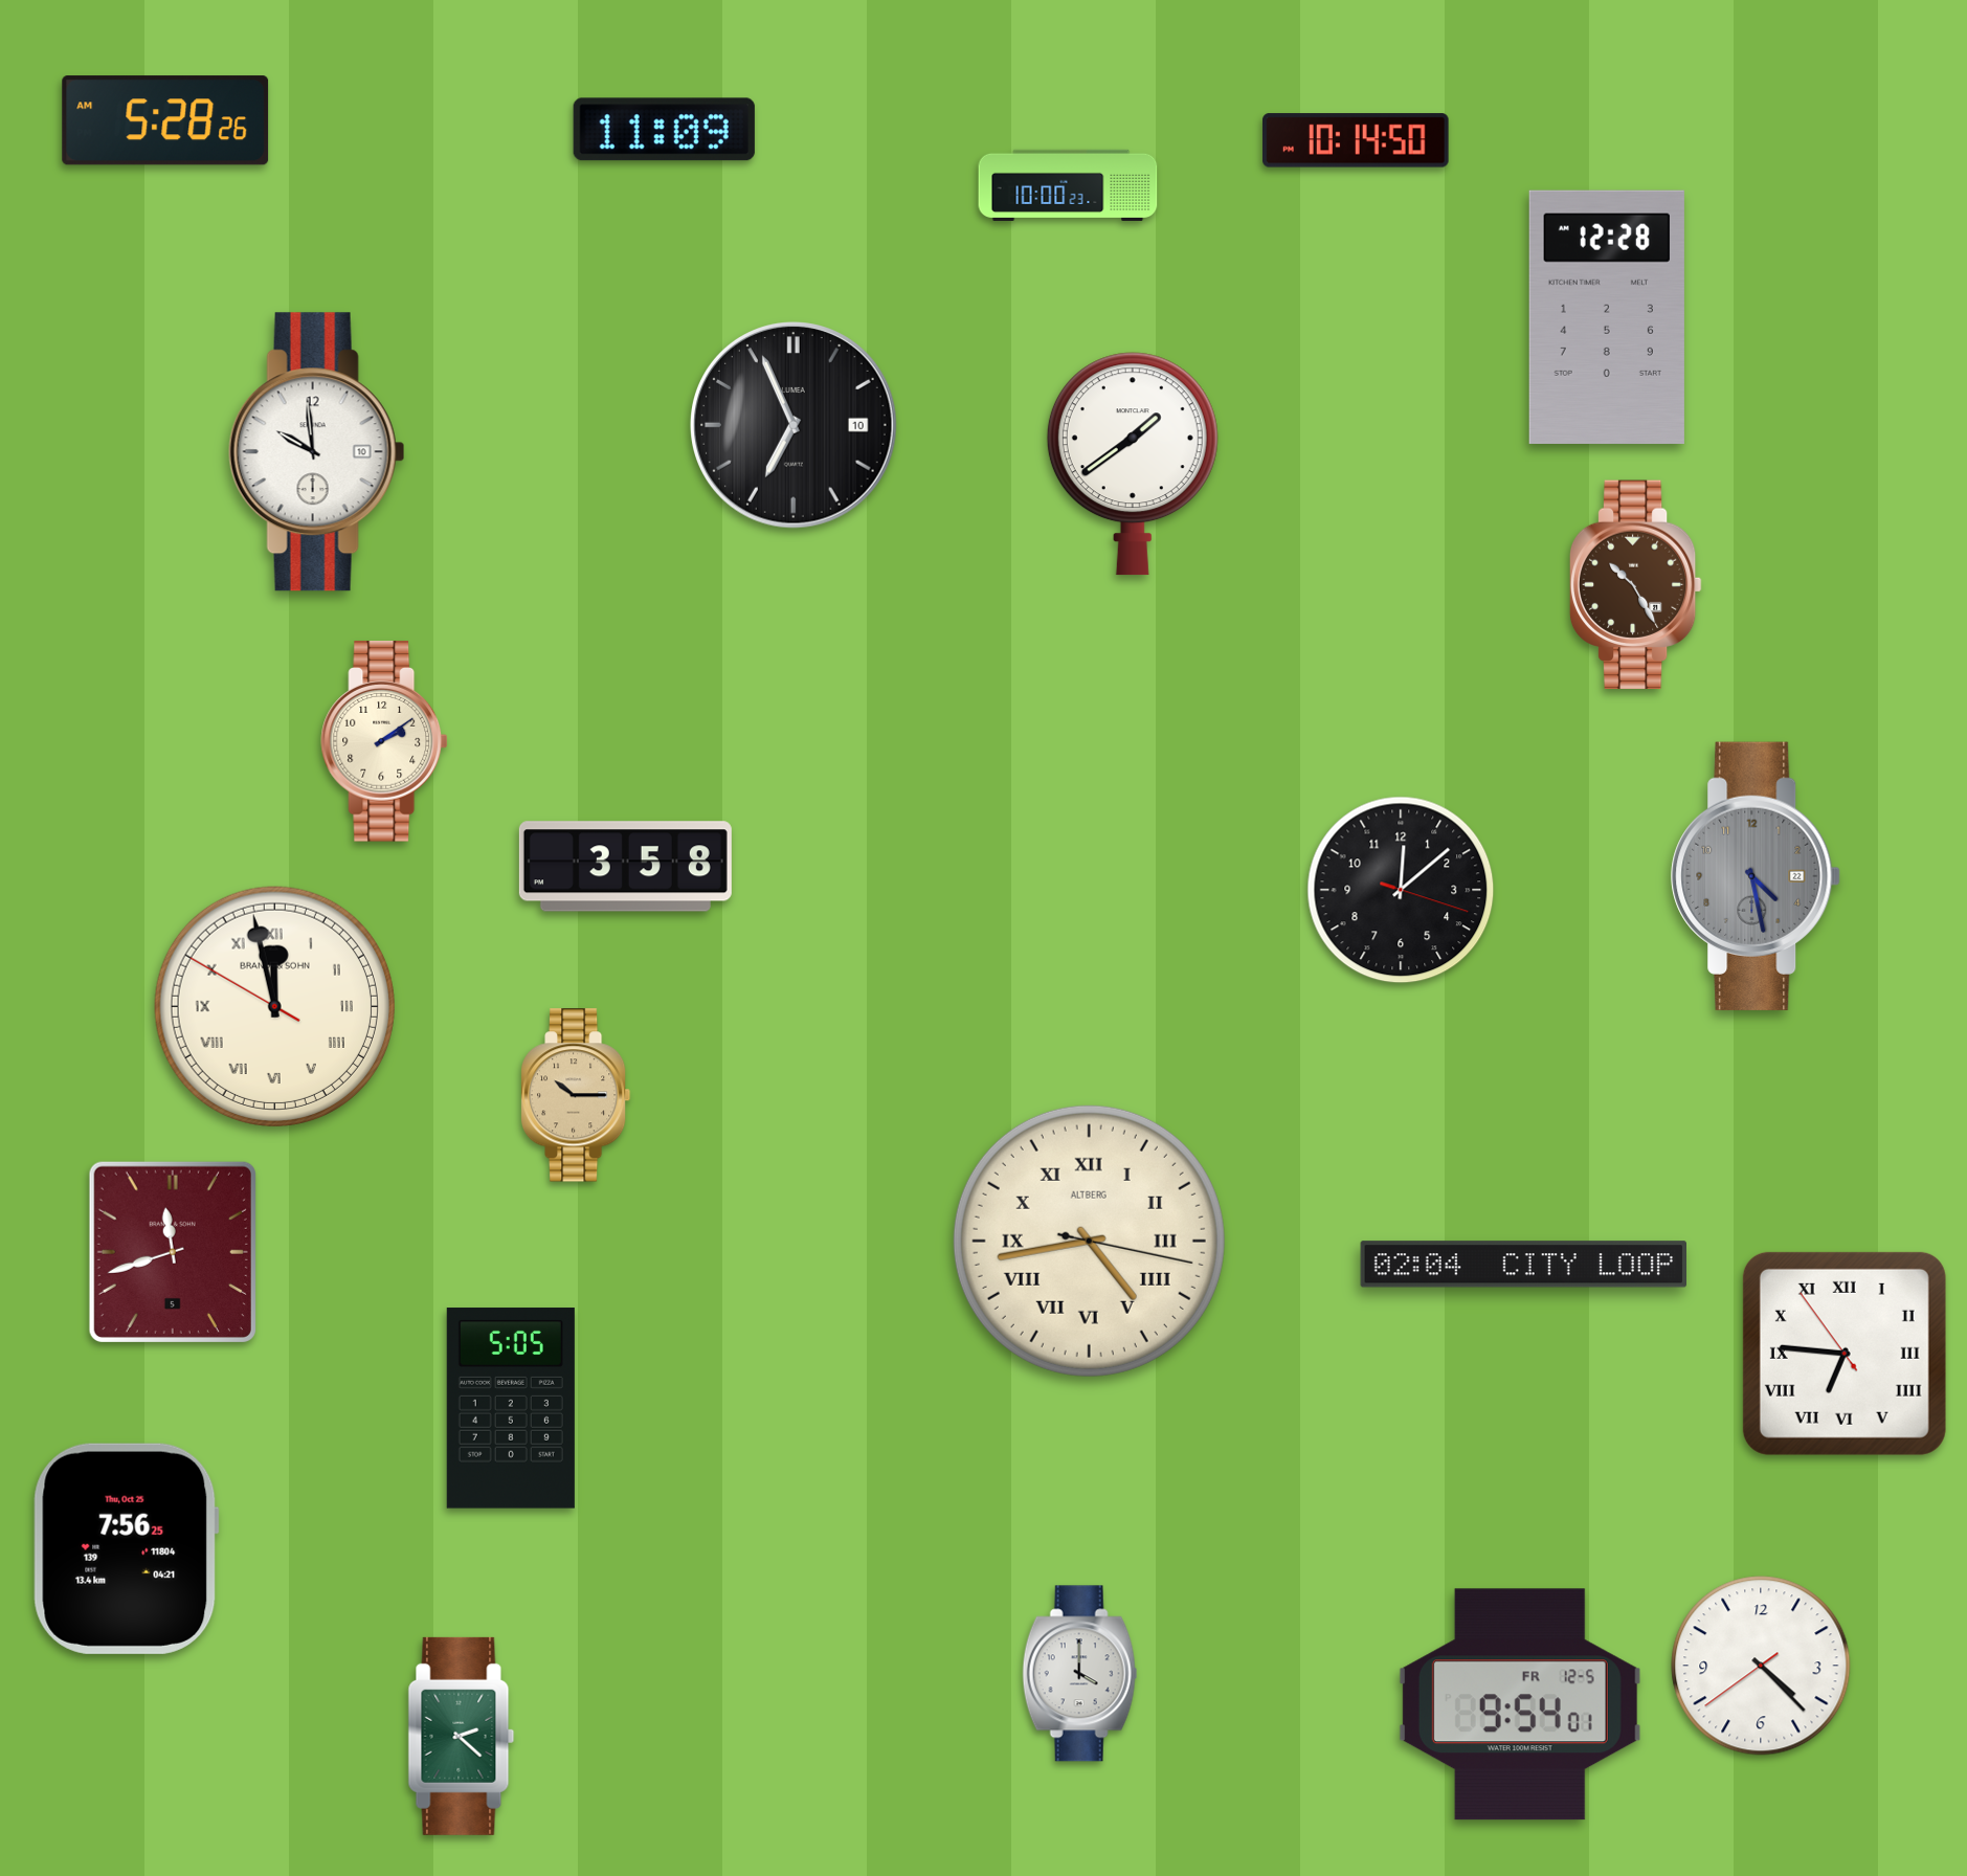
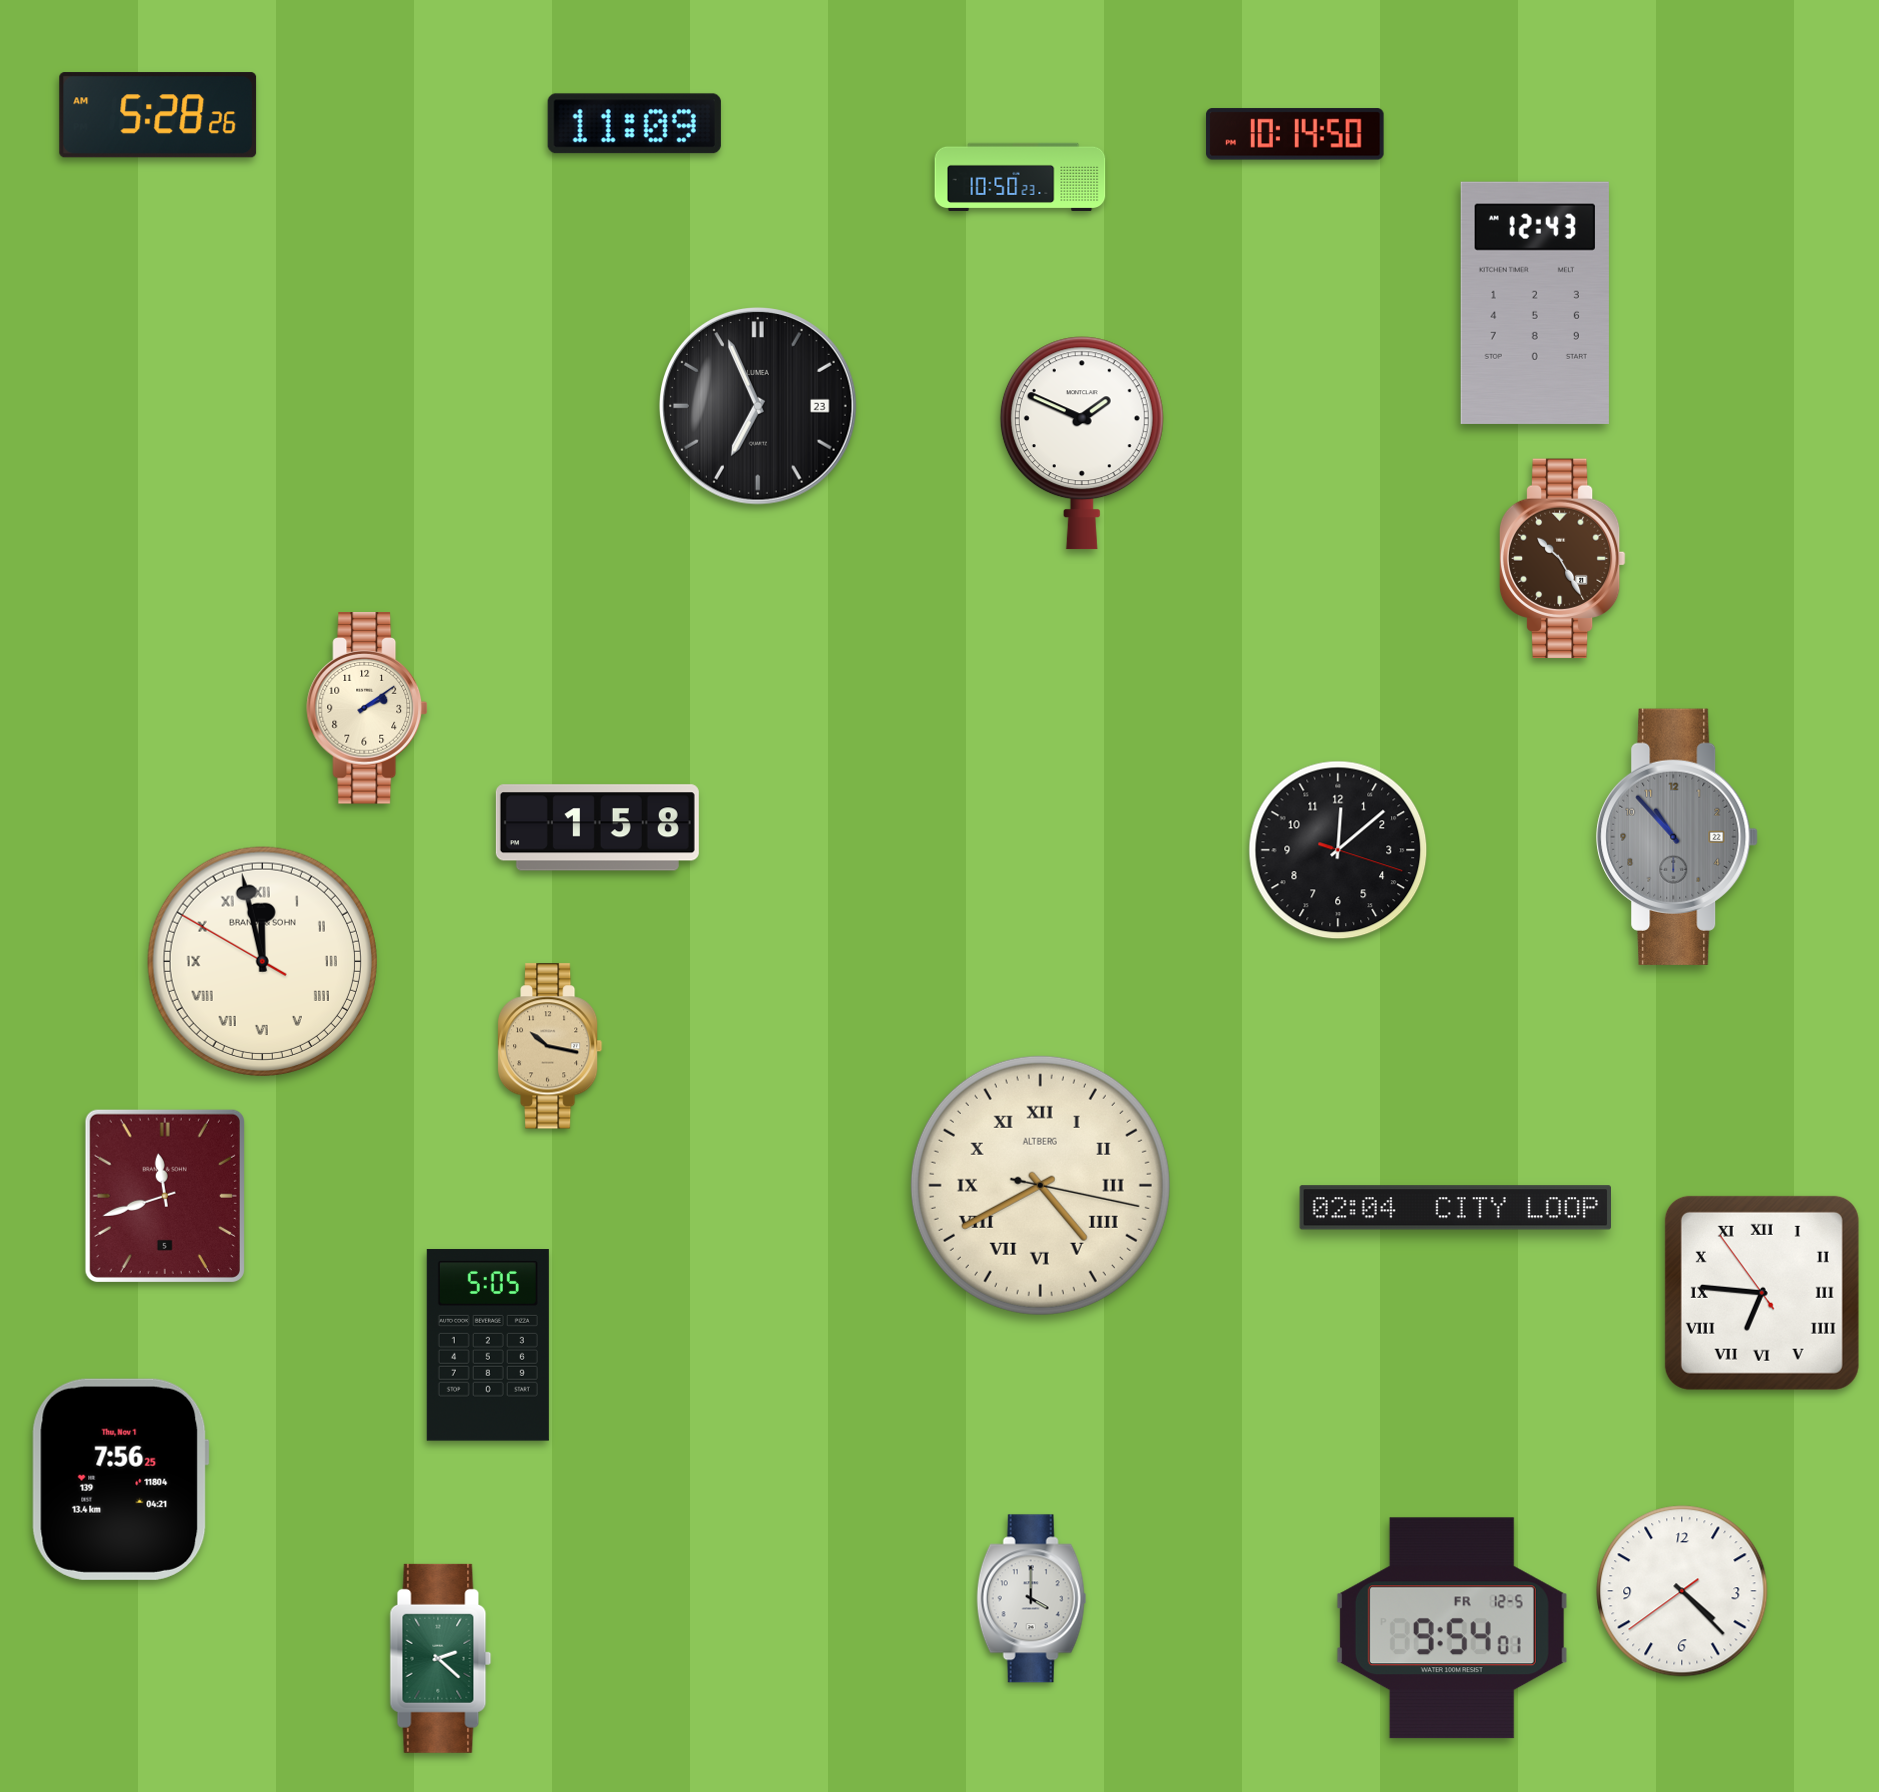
clock at (1068, 185): 10:00 -> 10:50
clock at (1607, 317): 12:28 -> 12:43
clock at (793, 425) date: 10 -> 23
clock at (316, 452): 9:59 -> none
clock at (1133, 464): 1:39 -> 1:49
clock at (625, 867): 3:58 -> 1:58
clock at (1756, 876): 4:28 -> 10:53
clock at (576, 1095): 10:15 -> 10:17
clock at (1089, 1241): 4:43 -> 4:40
clock at (126, 1548) date: Thu, Oct 25 -> Thu, Nov 1
